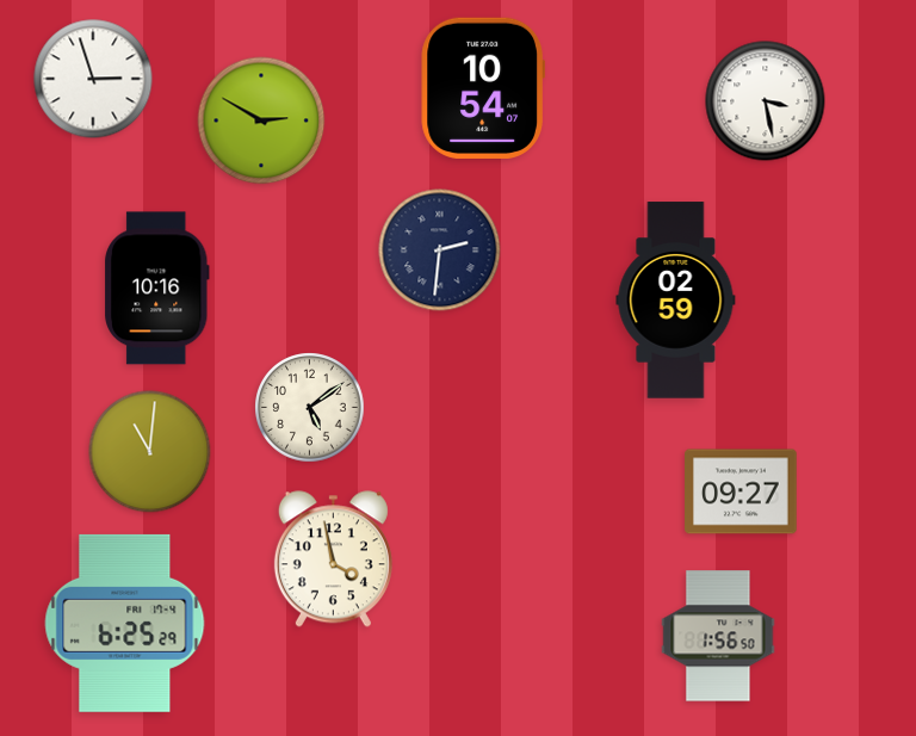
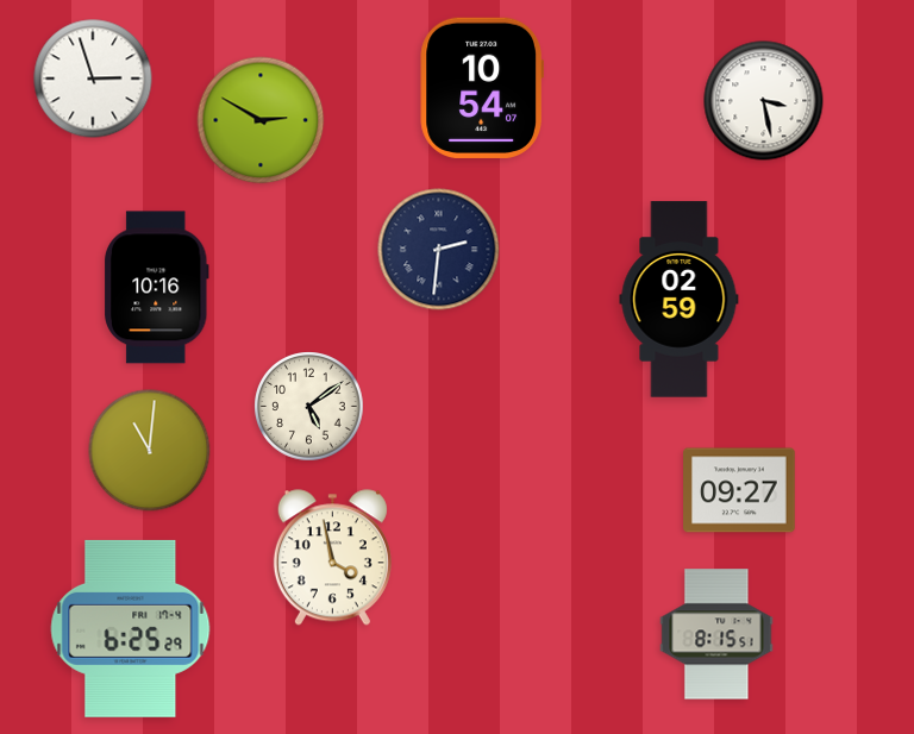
clock at (676, 301) position: (676, 301) -> (680, 300)
clock at (125, 623) position: (125, 623) -> (131, 628)
clock at (718, 636): 1:56 -> 8:15
